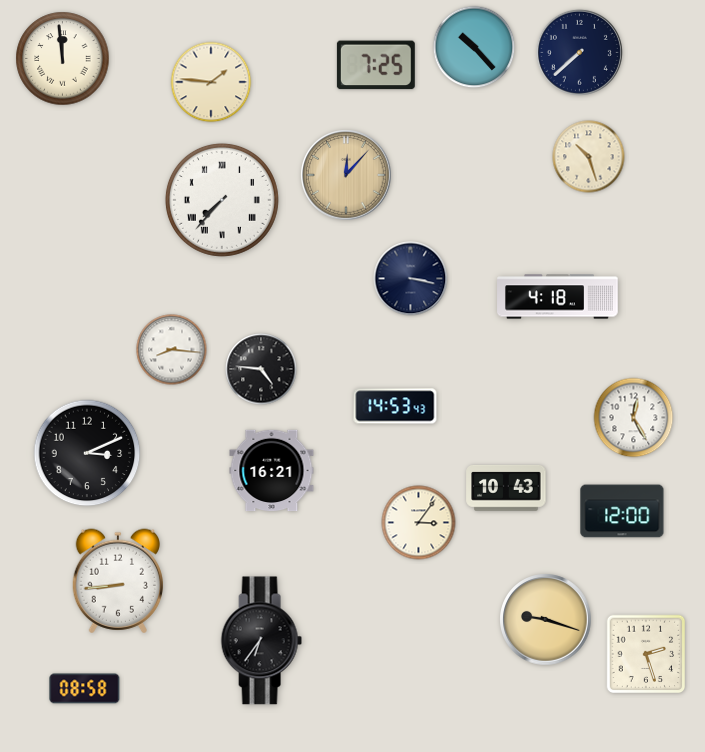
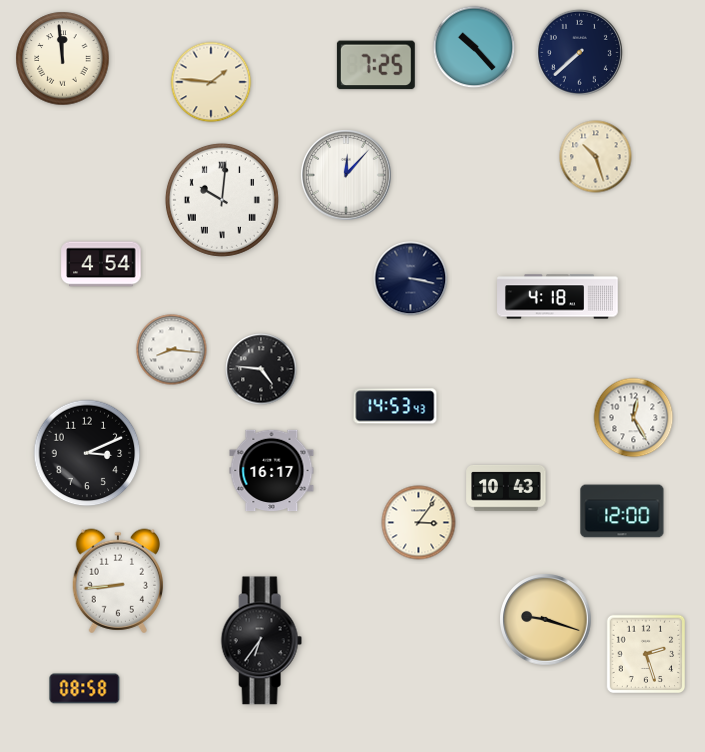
clock at (589, 157) position: (589, 157) -> (596, 157)
clock at (346, 175) dial: champagne -> white
clock at (222, 200): 7:37 -> 10:01
clock at (101, 264): none -> 4:54
clock at (272, 471): 16:21 -> 16:17
